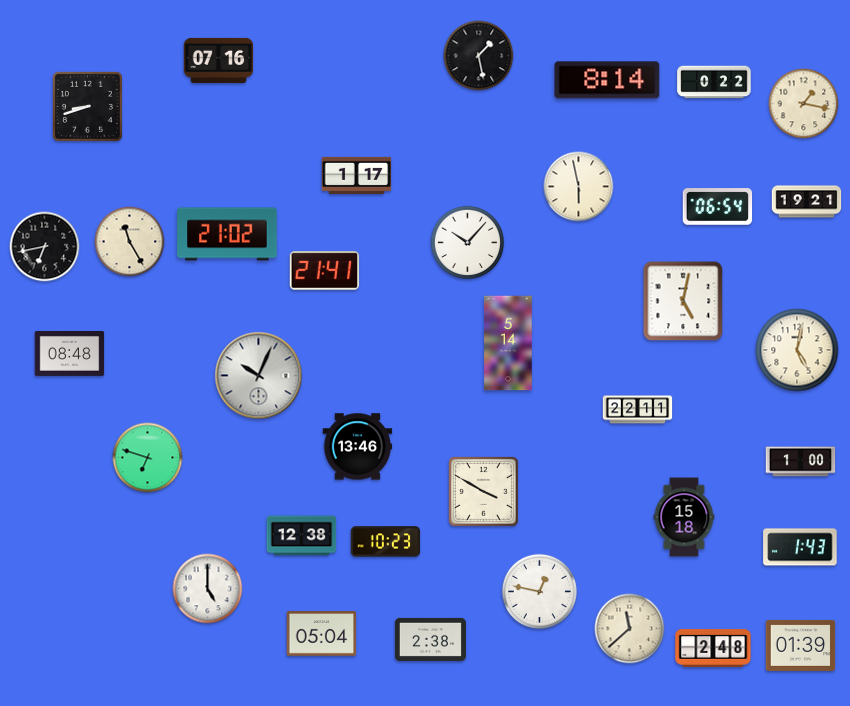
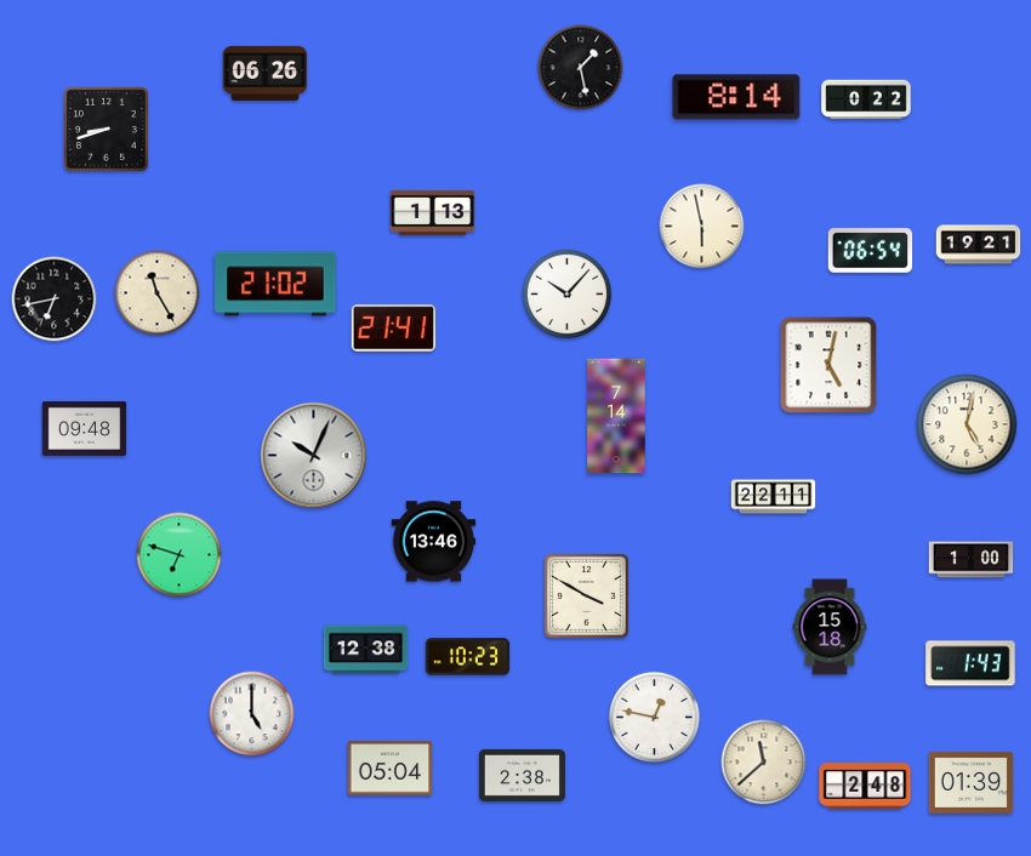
clock at (219, 60): 07:16 -> 06:26
clock at (804, 104): 1:17 -> none
clock at (357, 175): 1:17 -> 1:13
clock at (508, 343): 5:14 -> 7:14
clock at (70, 353): 08:48 -> 09:48
